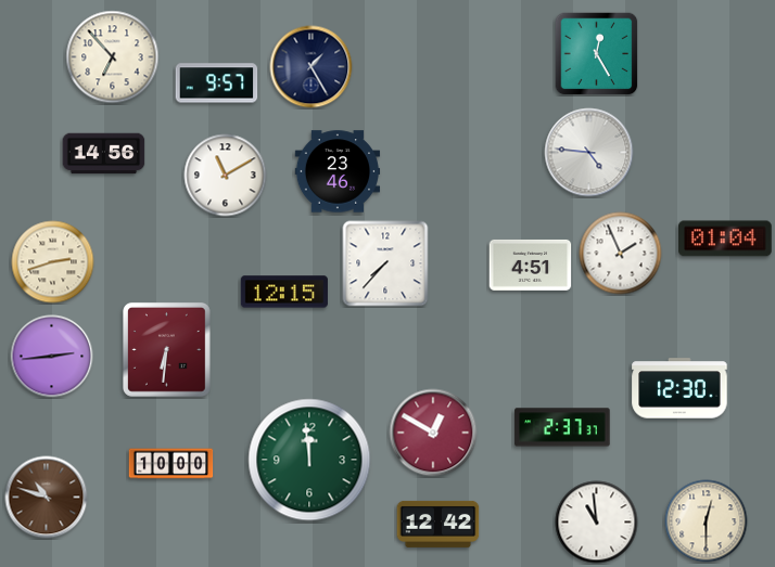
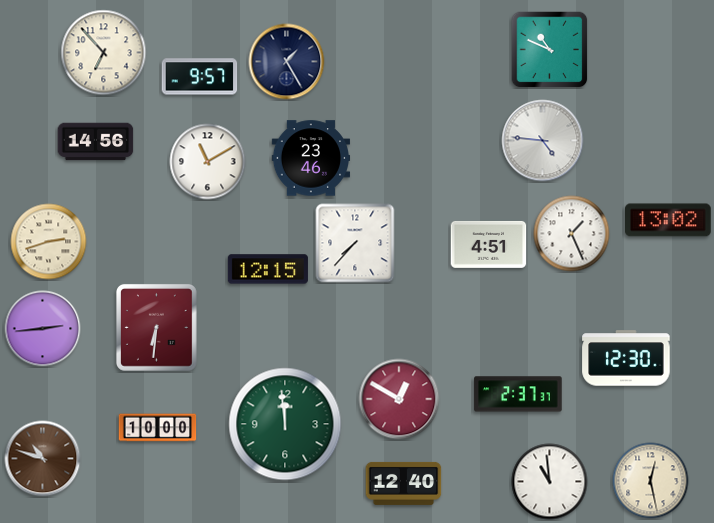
clock at (596, 53): 12:25 -> 10:49
clock at (726, 239): 01:04 -> 13:02
clock at (621, 254): 1:56 -> 1:26
clock at (284, 292) position: (284, 292) -> (268, 269)
clock at (166, 349) position: (166, 349) -> (156, 327)
clock at (52, 357) position: (52, 357) -> (43, 329)
clock at (707, 521): 12:30 -> 12:28
clock at (439, 524): 12:42 -> 12:40
